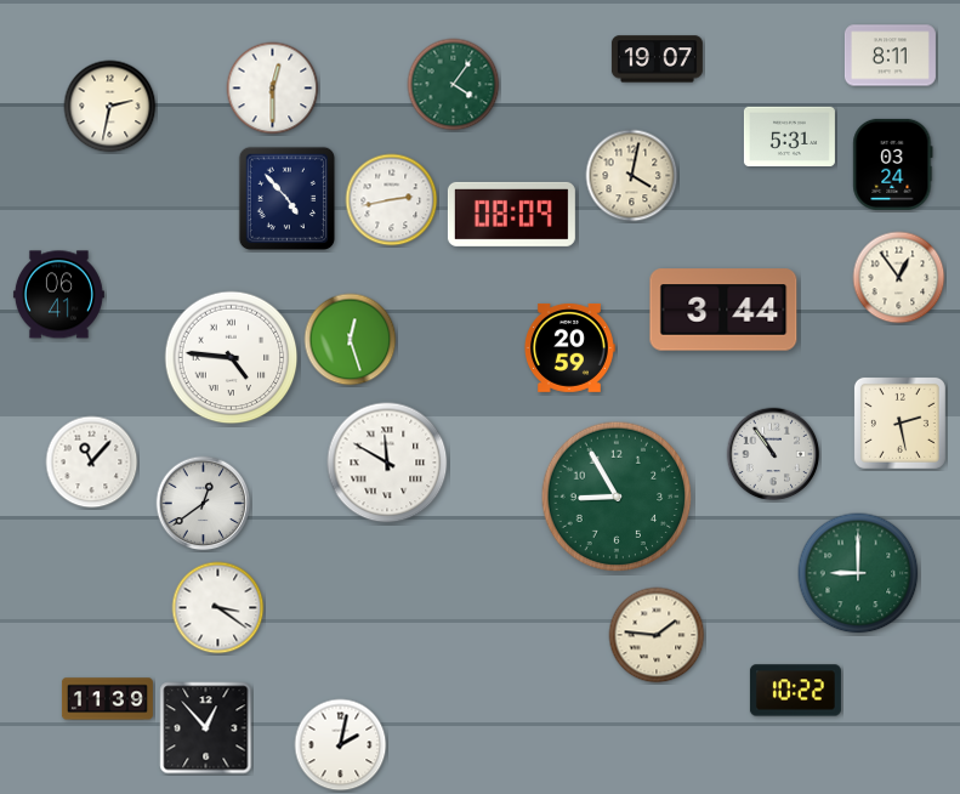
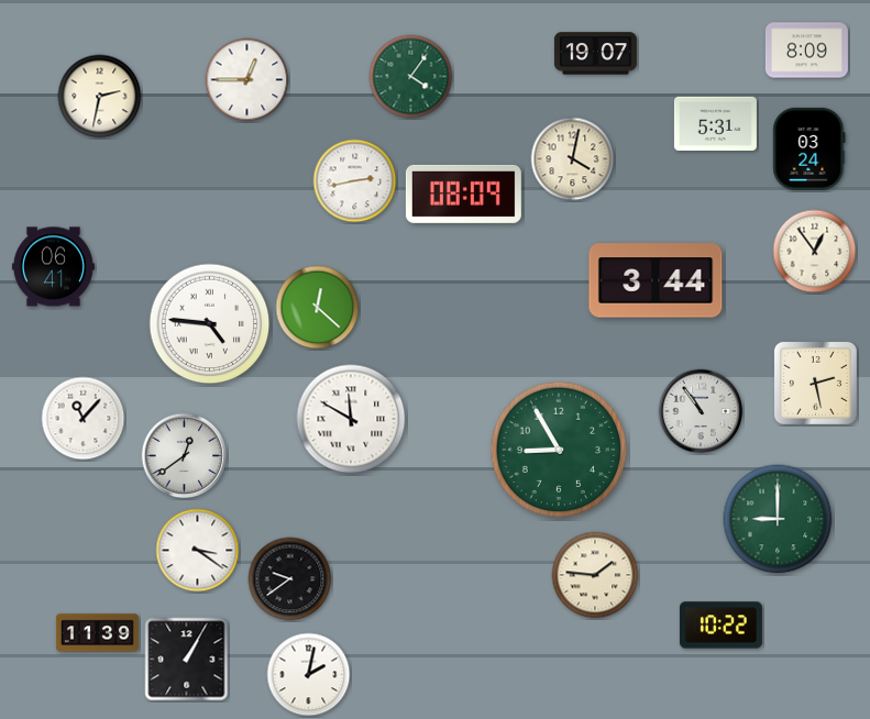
clock at (890, 56): 8:11 -> 8:09
clock at (273, 89): 12:30 -> 12:45
clock at (286, 199): 4:53 -> none
clock at (351, 340): 12:27 -> 12:22
clock at (569, 347): 20:59 -> none
clock at (290, 579): none -> 9:39
clock at (206, 728): 12:53 -> 1:05
